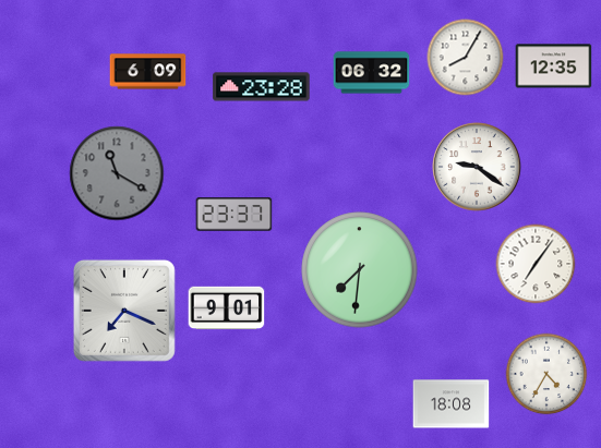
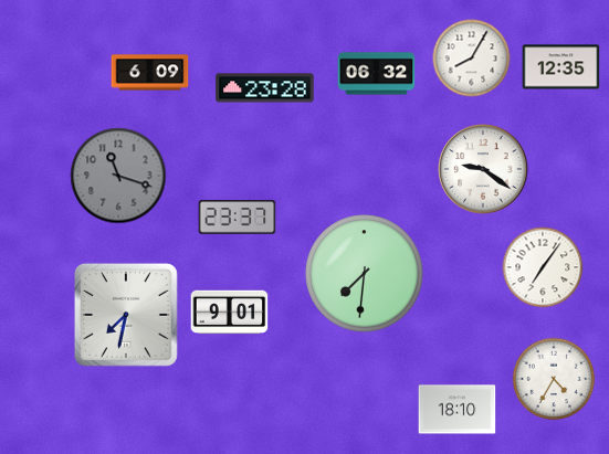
clock at (117, 173): 11:20 -> 11:18
clock at (124, 311): 7:19 -> 7:32
clock at (452, 404): 18:08 -> 18:10
